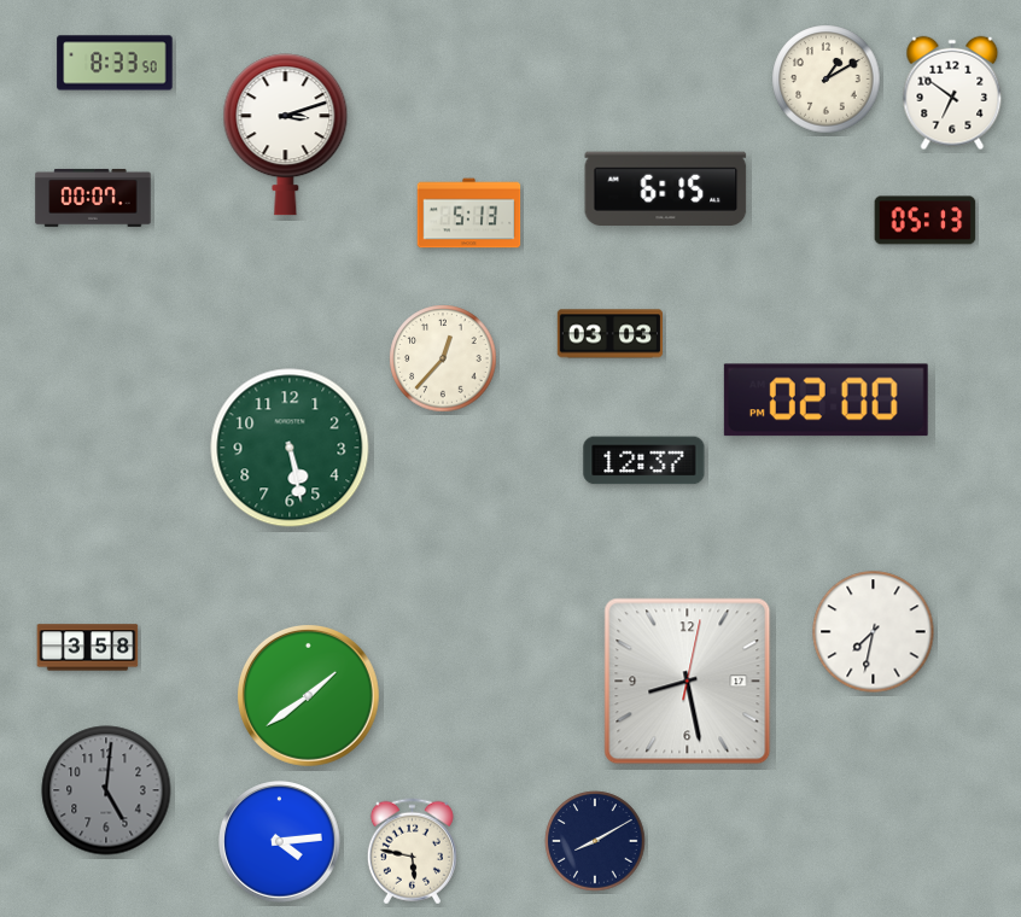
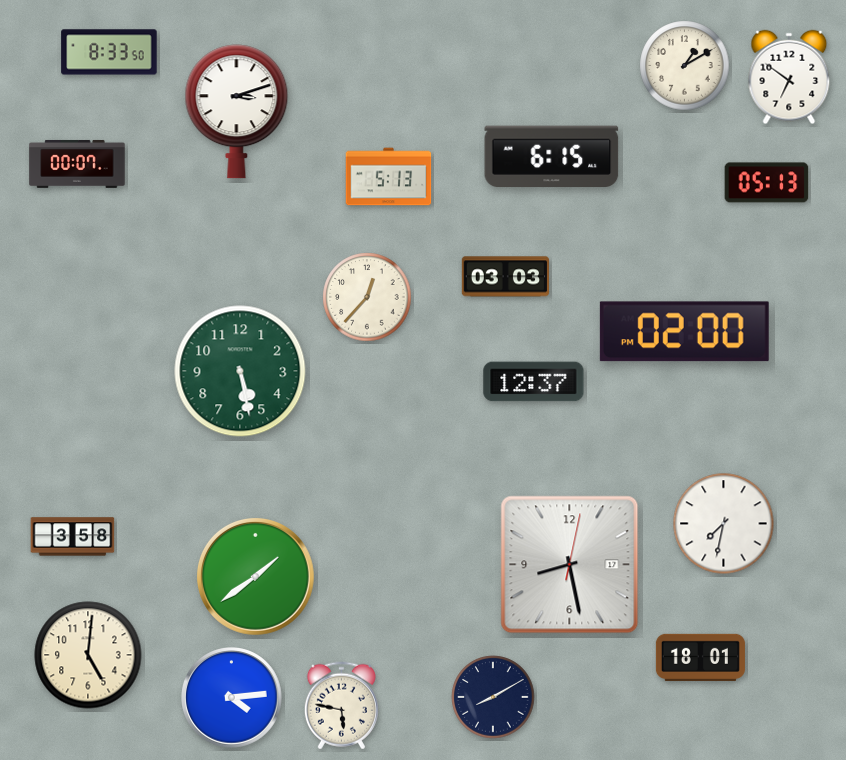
clock at (115, 63) position: (115, 63) -> (109, 52)
clock at (106, 790) dial: grey -> cream
clock at (700, 657): none -> 18:01
